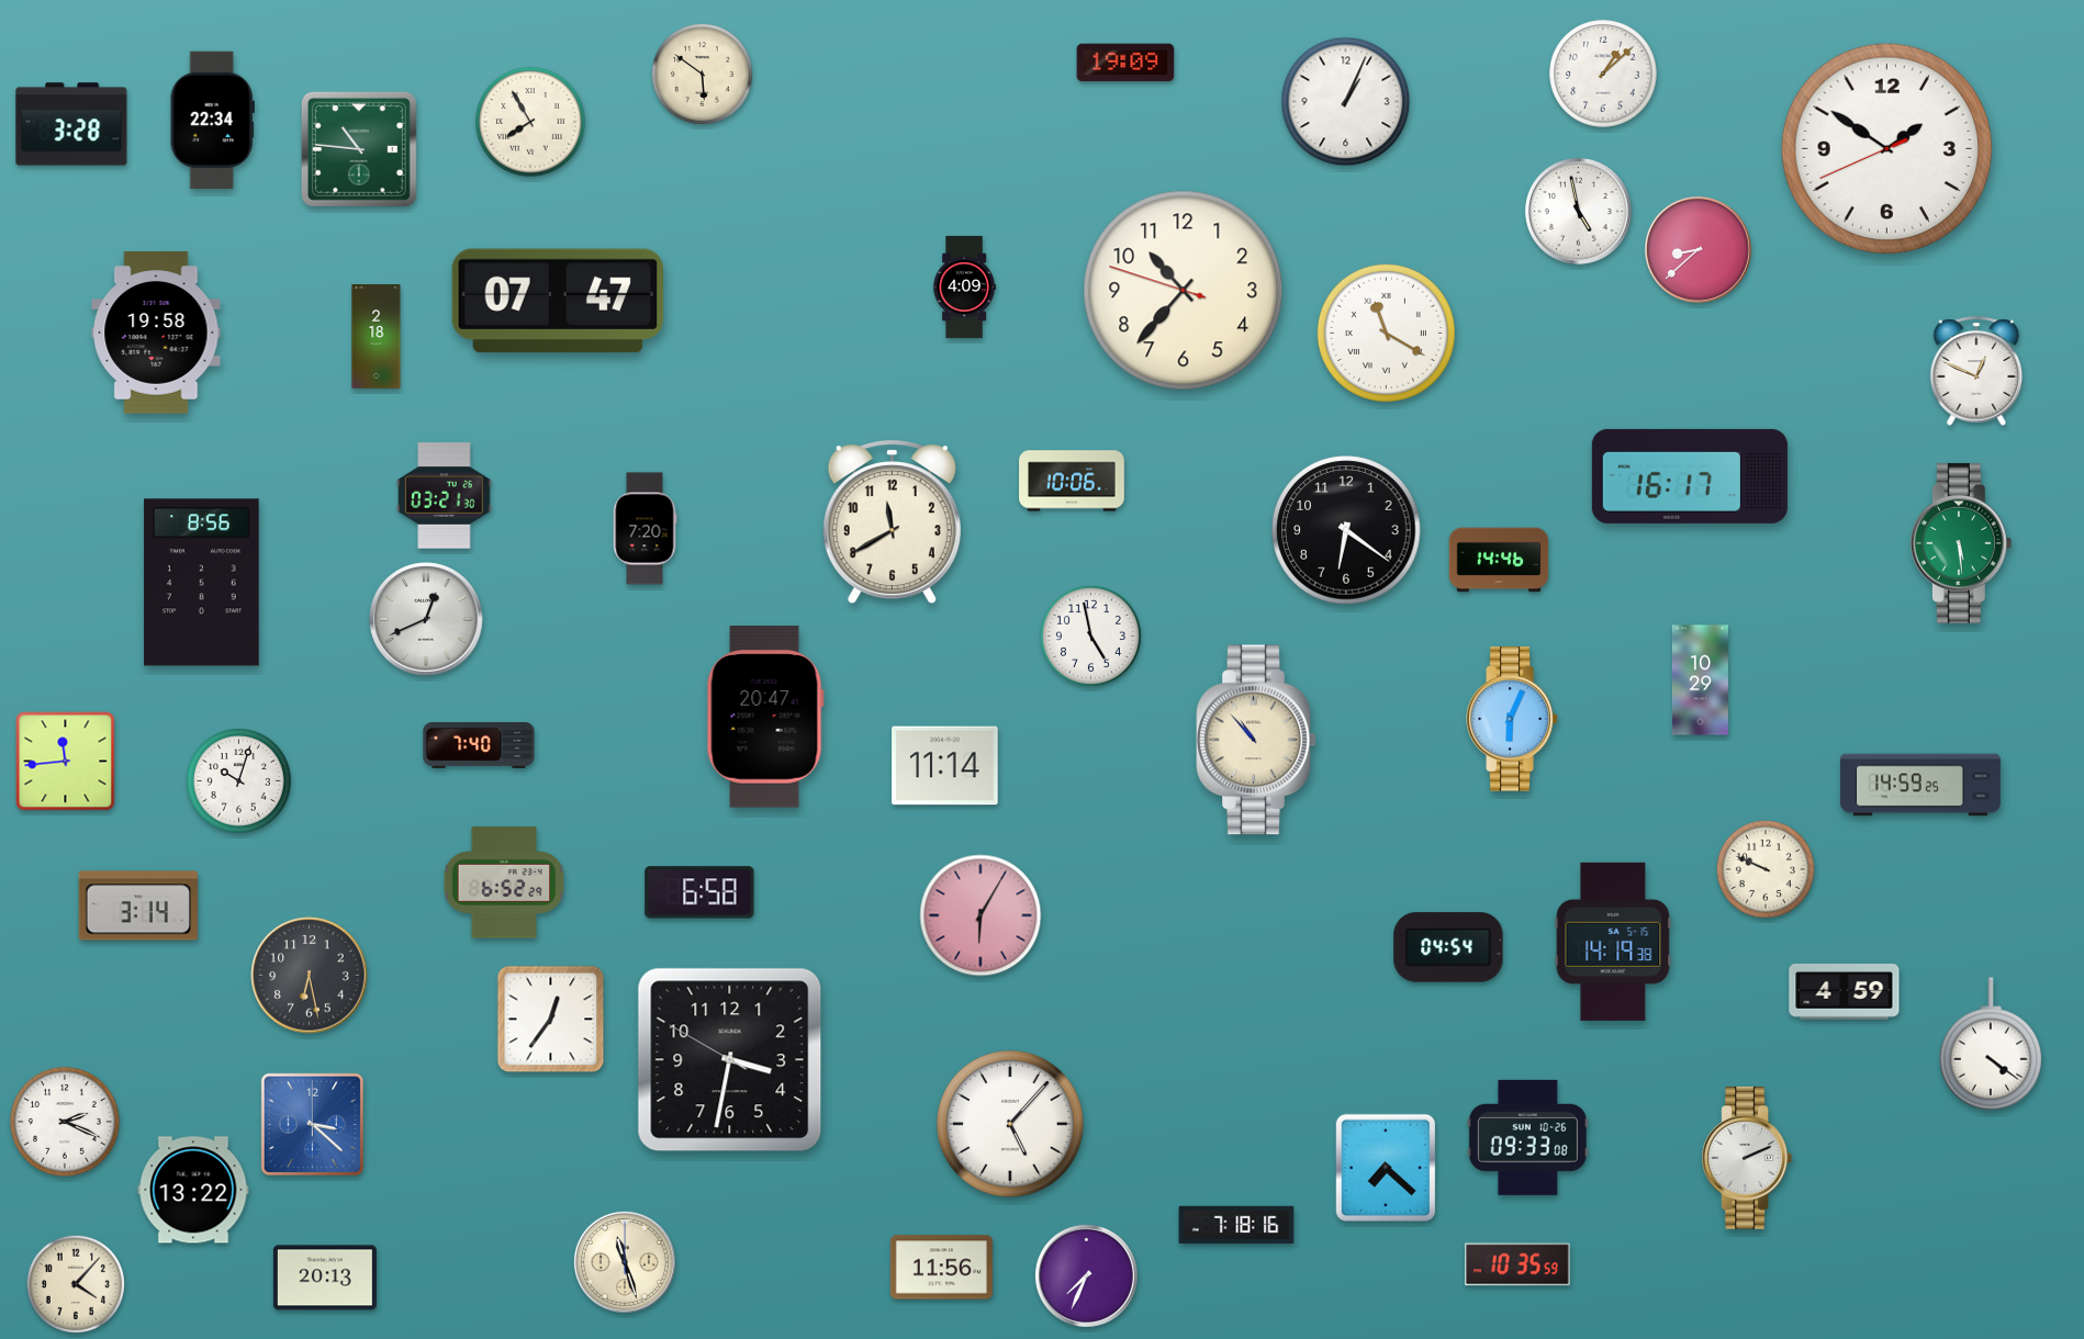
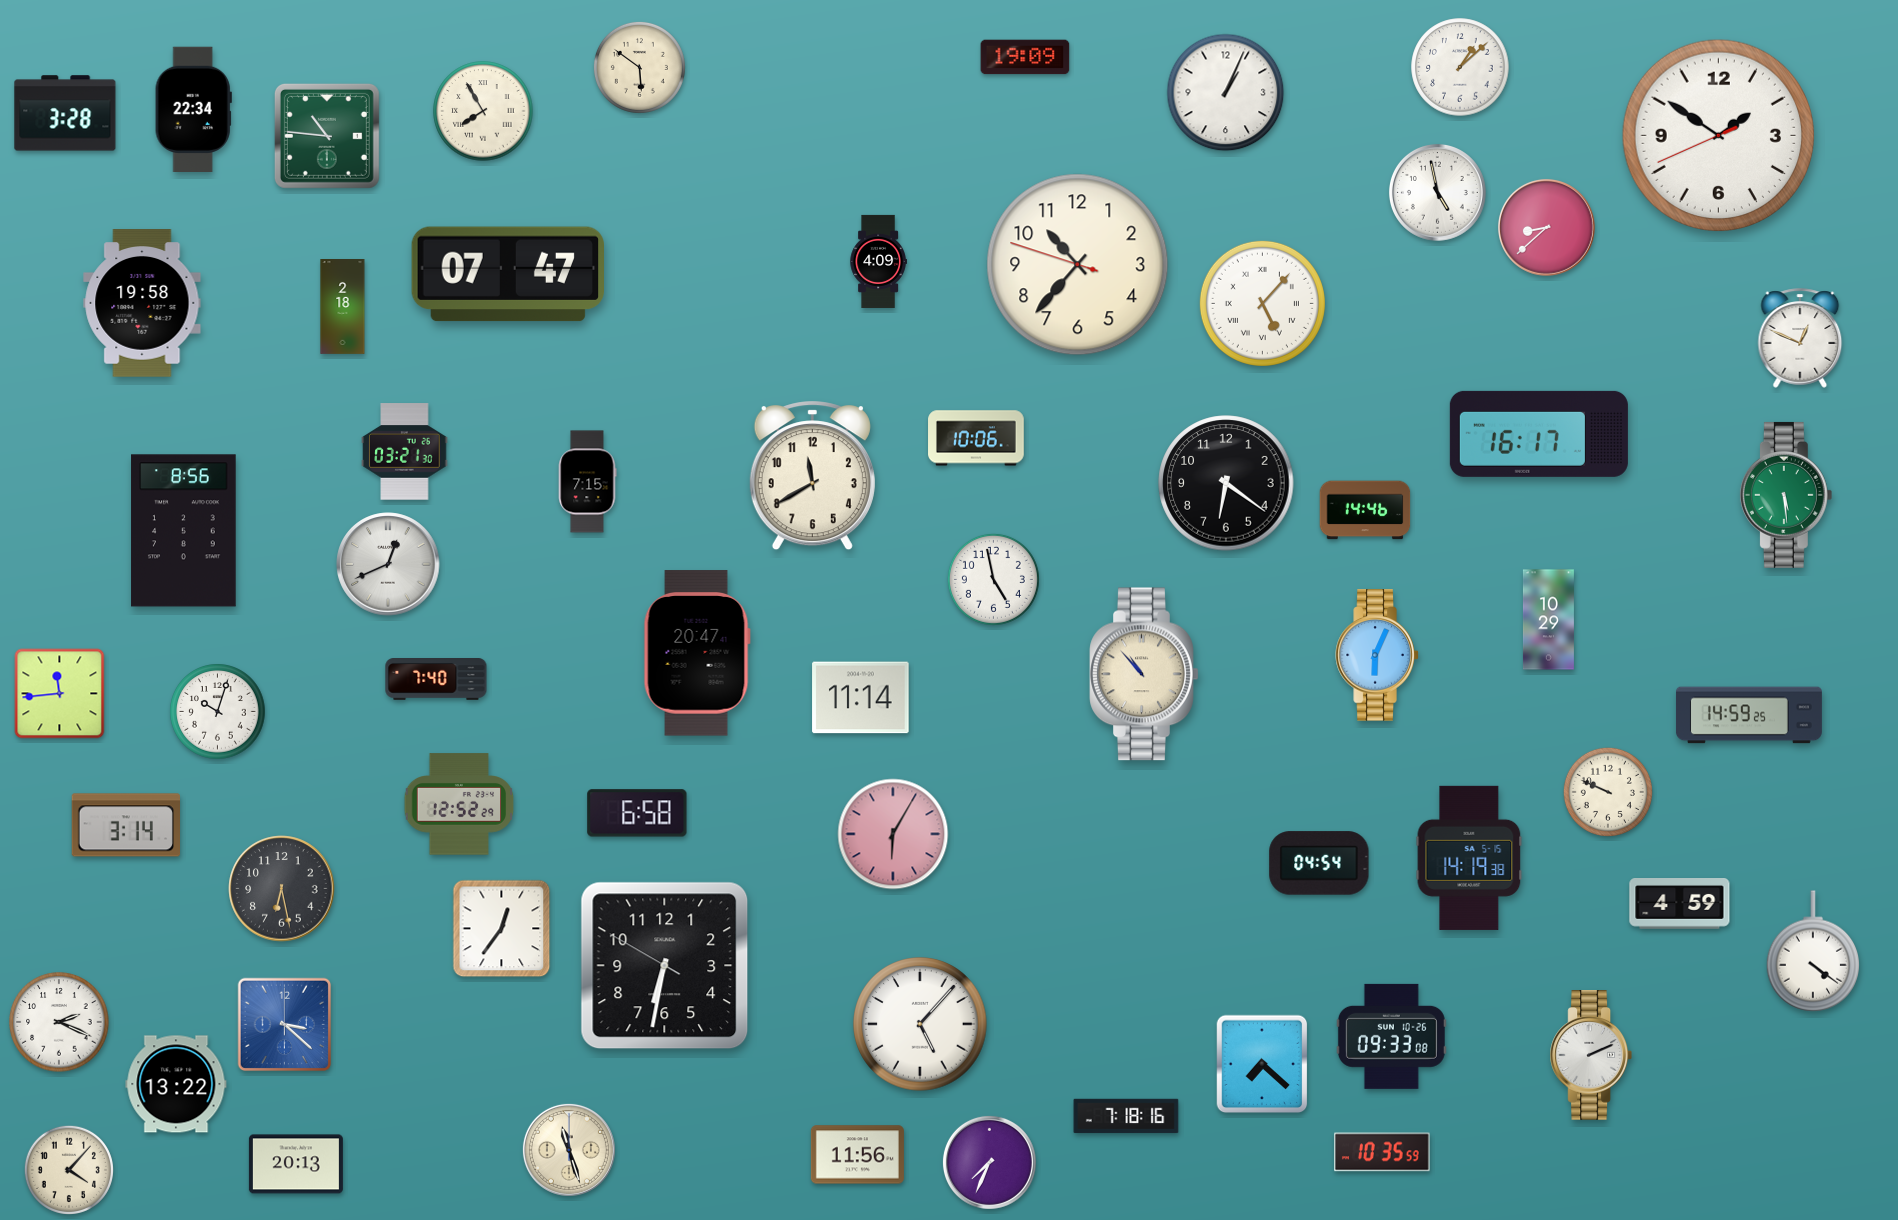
clock at (1386, 333): 11:20 -> 5:07
clock at (646, 529): 7:20 -> 7:15
clock at (504, 882): 6:52 -> 12:52
clock at (730, 1060): 3:31 -> 6:31
